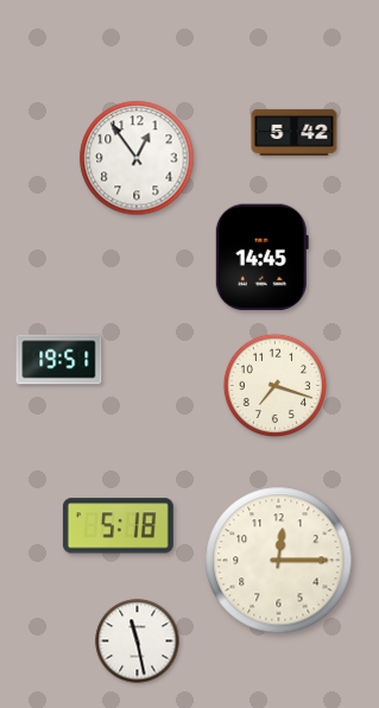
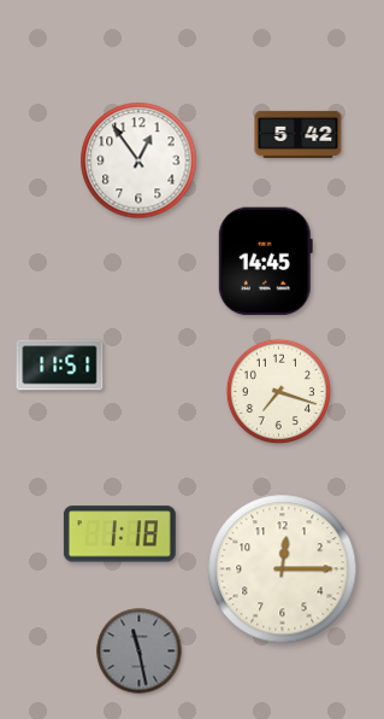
clock at (59, 360): 19:51 -> 11:51
clock at (118, 526): 5:18 -> 1:18
clock at (138, 641) dial: white -> grey
